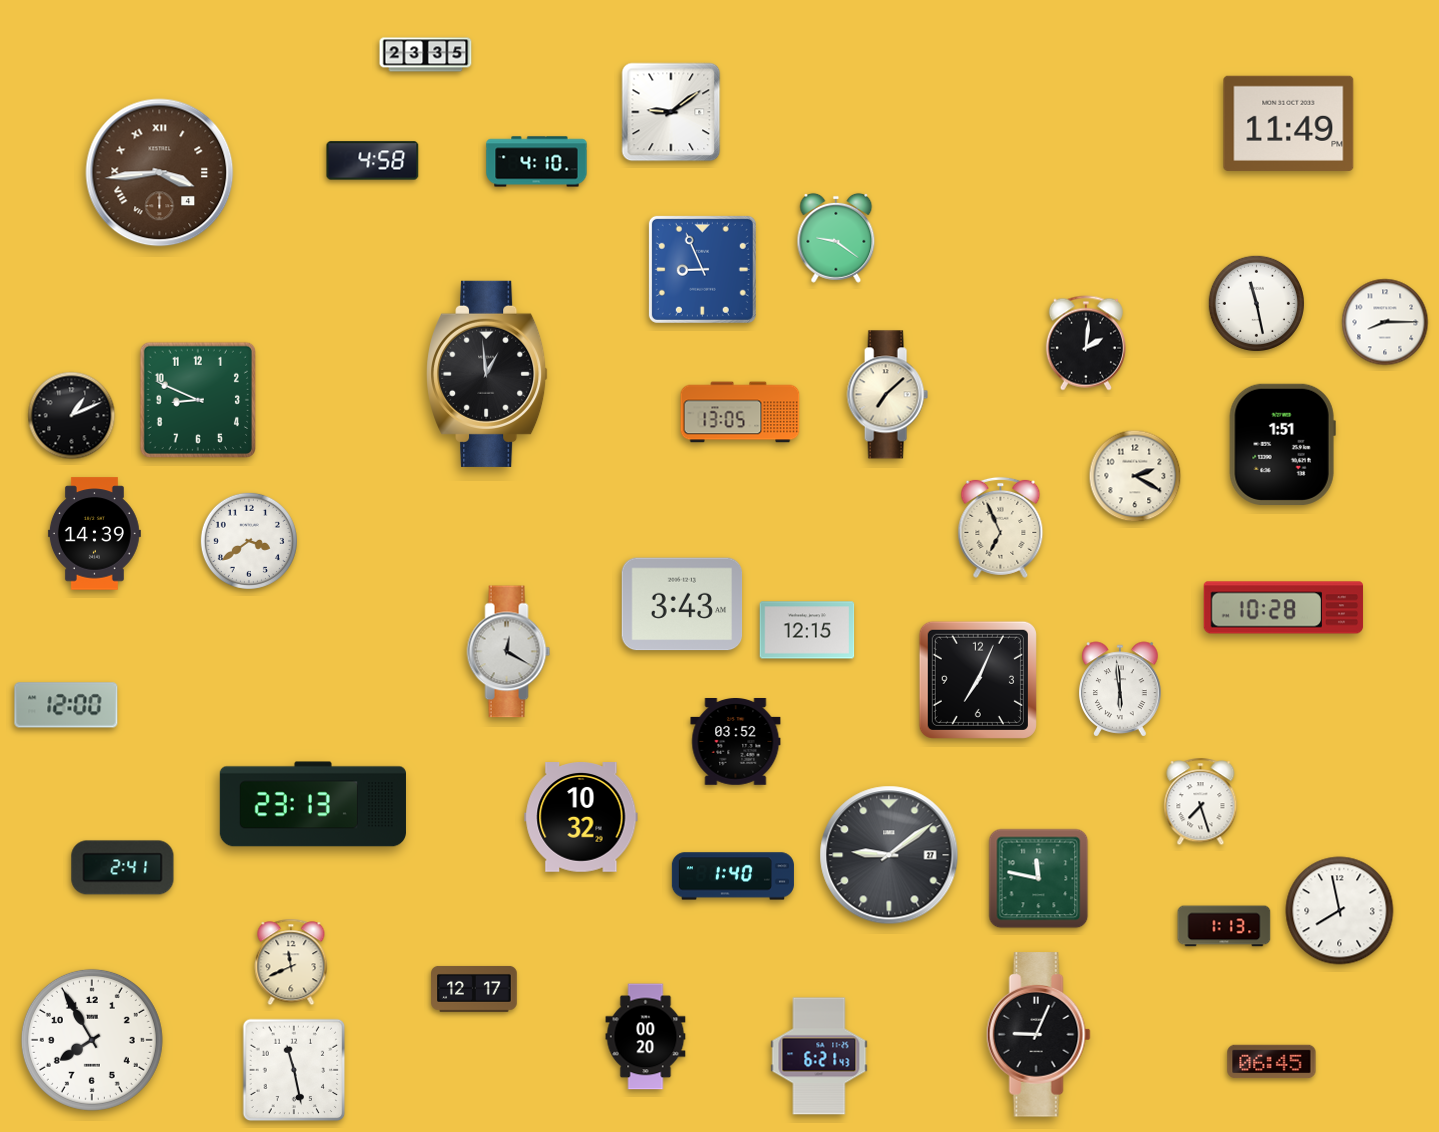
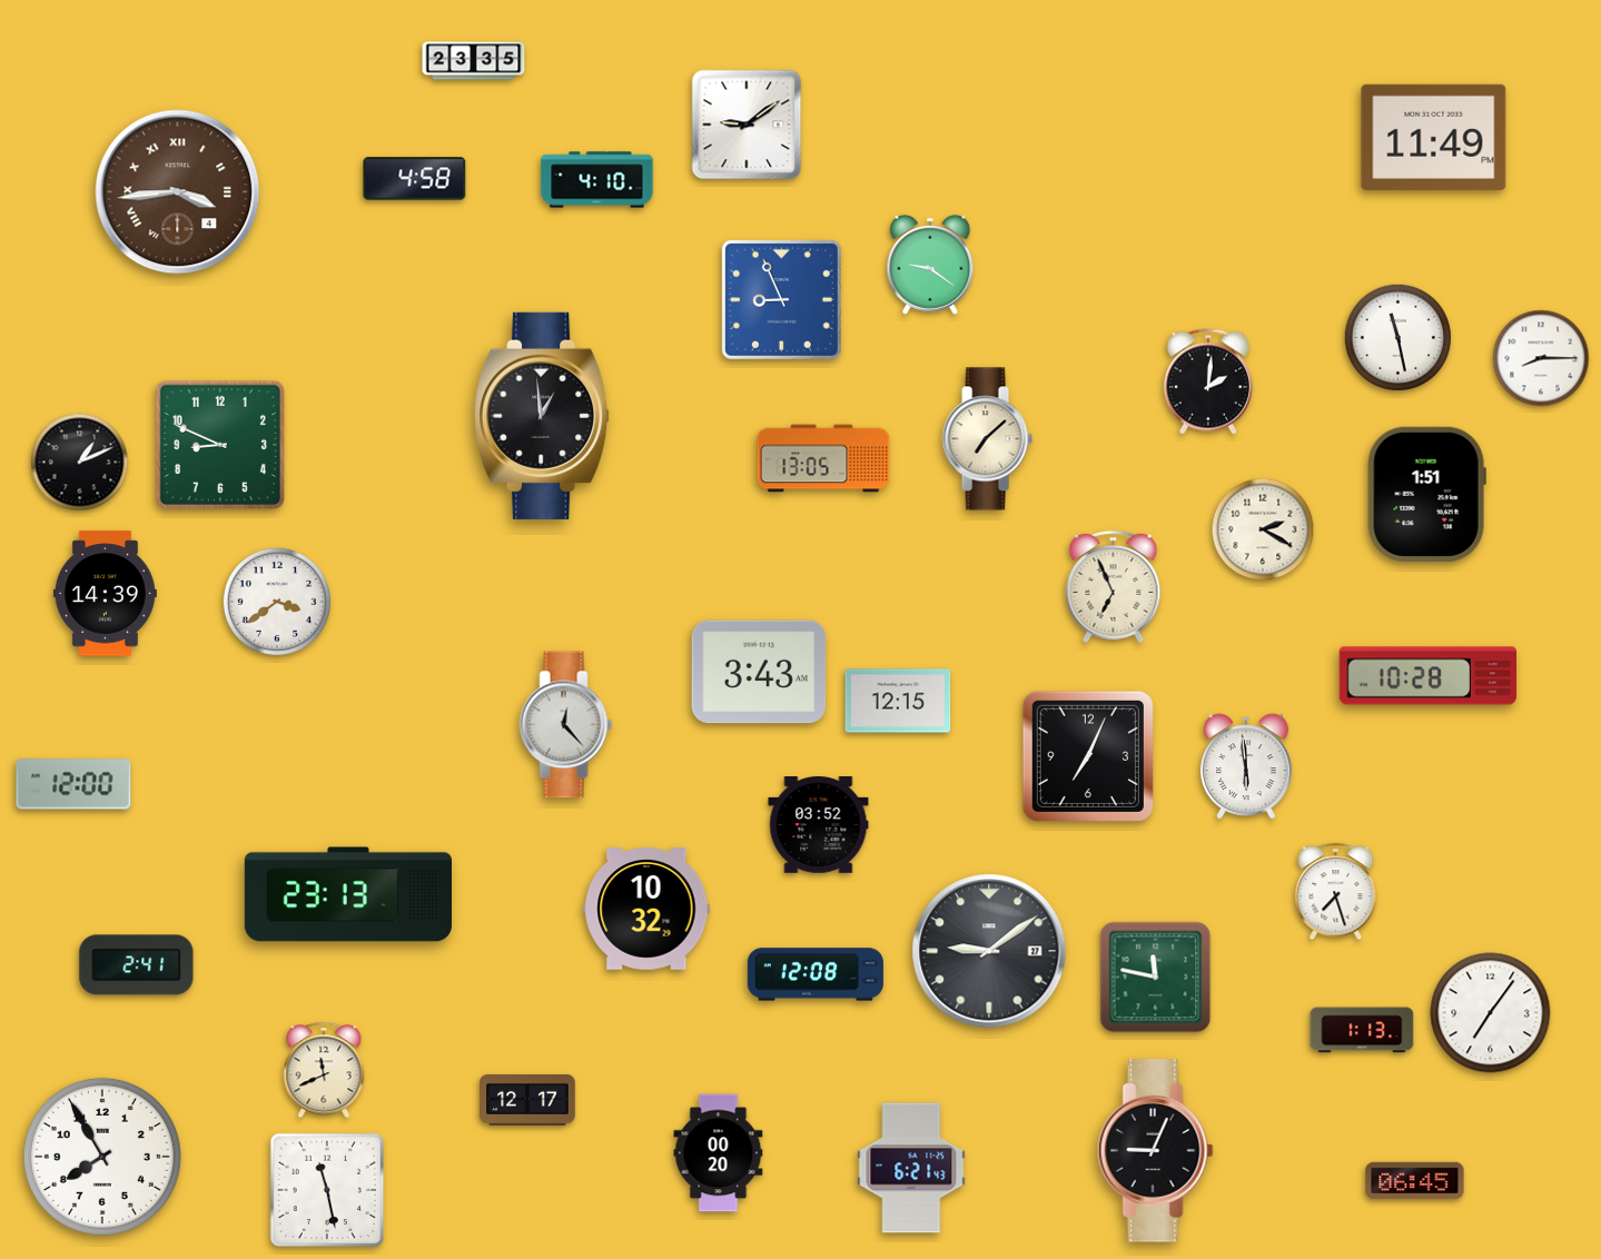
clock at (509, 652): 12:20 -> 12:23
clock at (733, 876): 1:40 -> 12:08
clock at (1340, 911): 7:58 -> 7:06
clock at (819, 1056) position: (819, 1056) -> (911, 1168)
